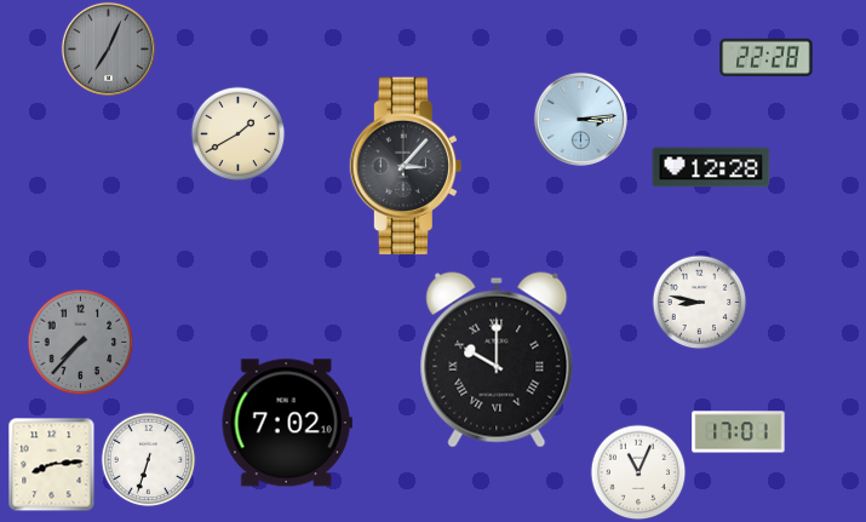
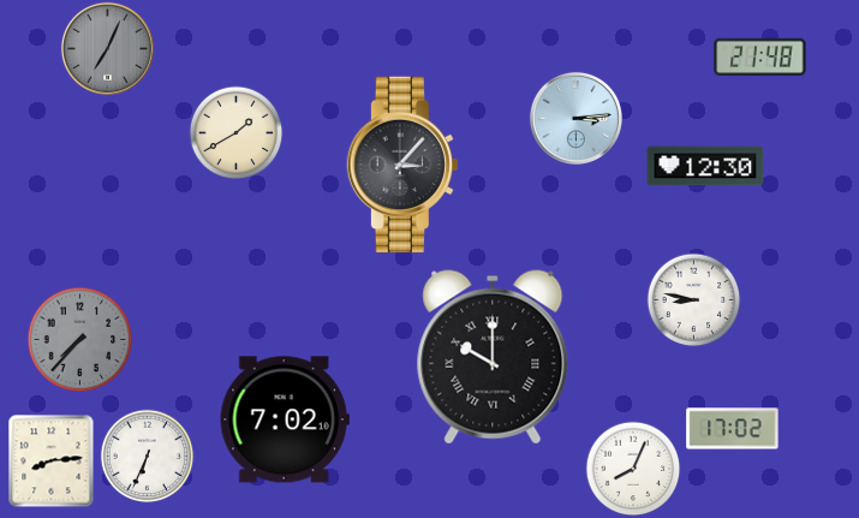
clock at (767, 58): 22:28 -> 21:48
clock at (711, 167): 12:28 -> 12:30
clock at (739, 432): 17:01 -> 17:02
clock at (148, 459): 6:33 -> 6:34
clock at (638, 472): 11:04 -> 8:04
